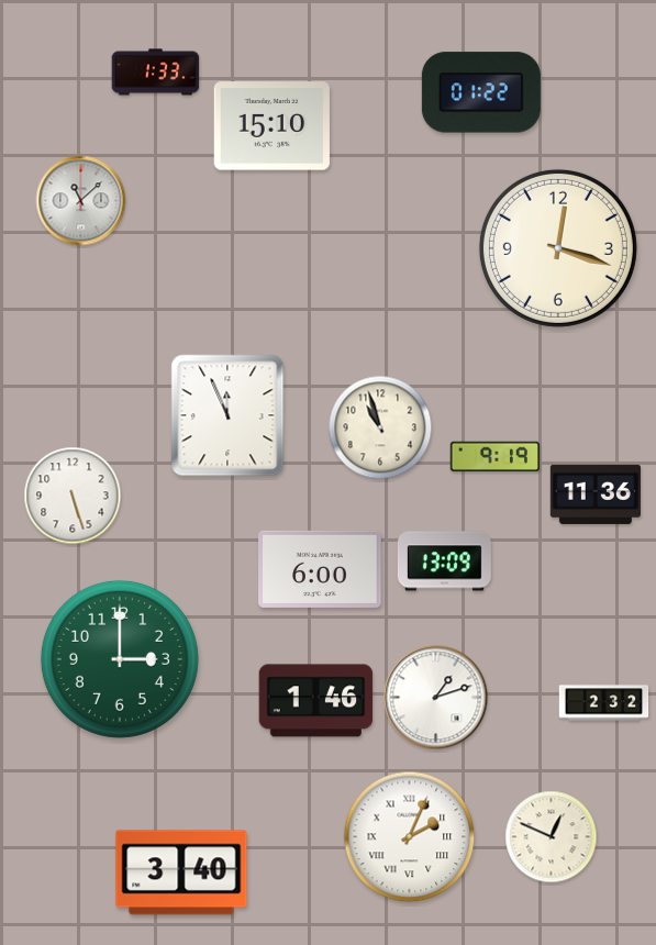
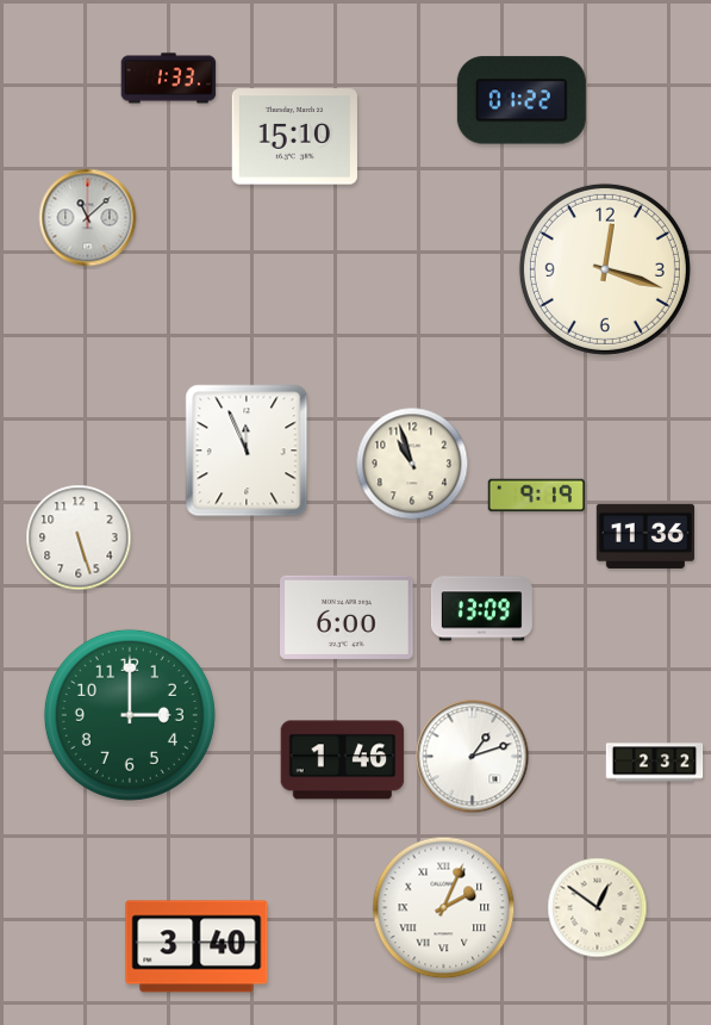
clock at (552, 837): 12:49 -> 12:51
